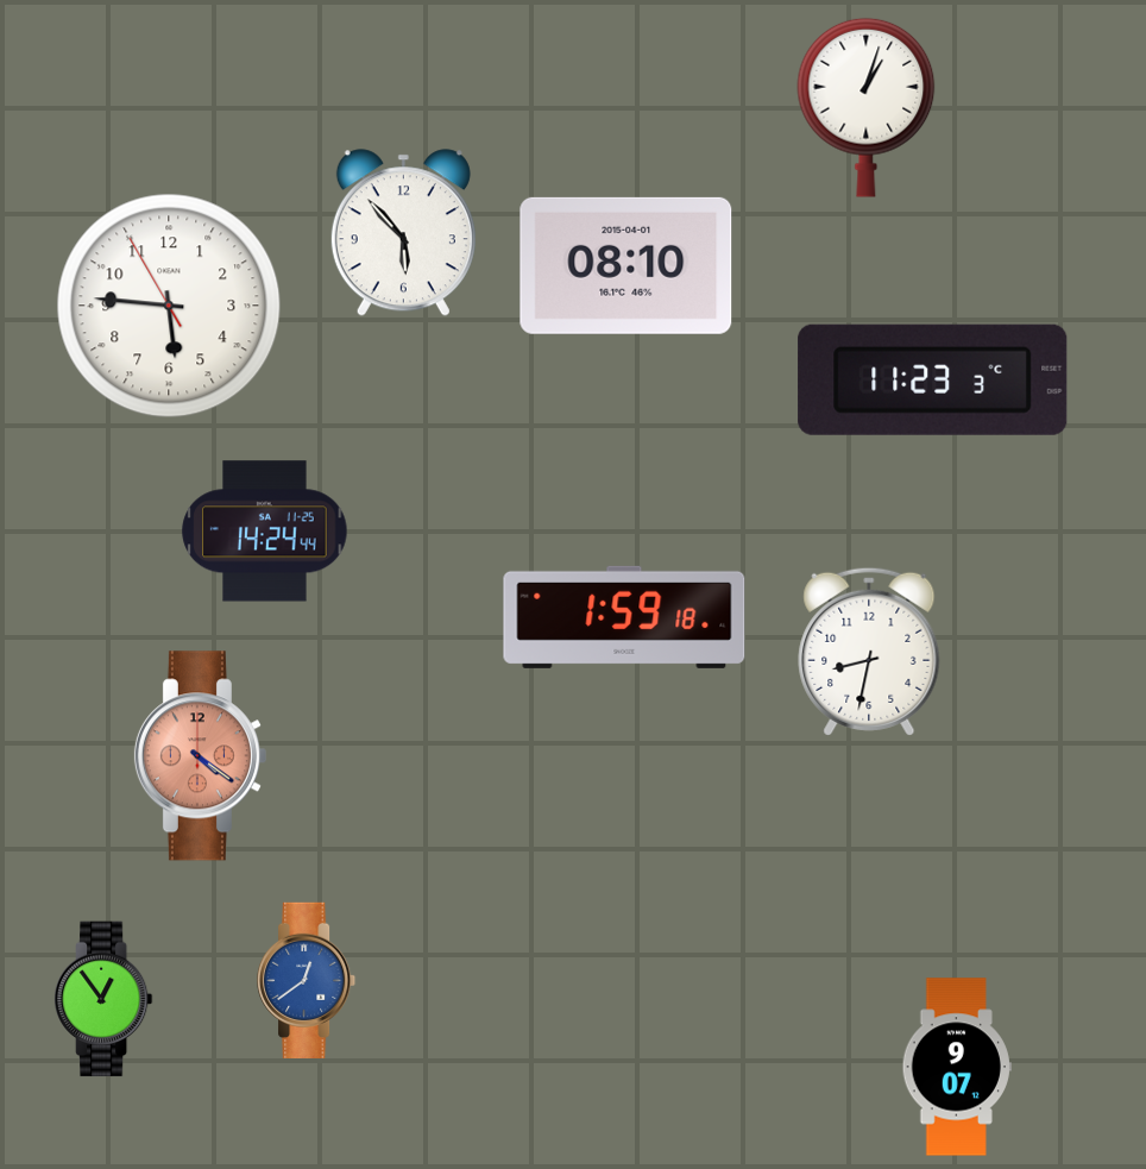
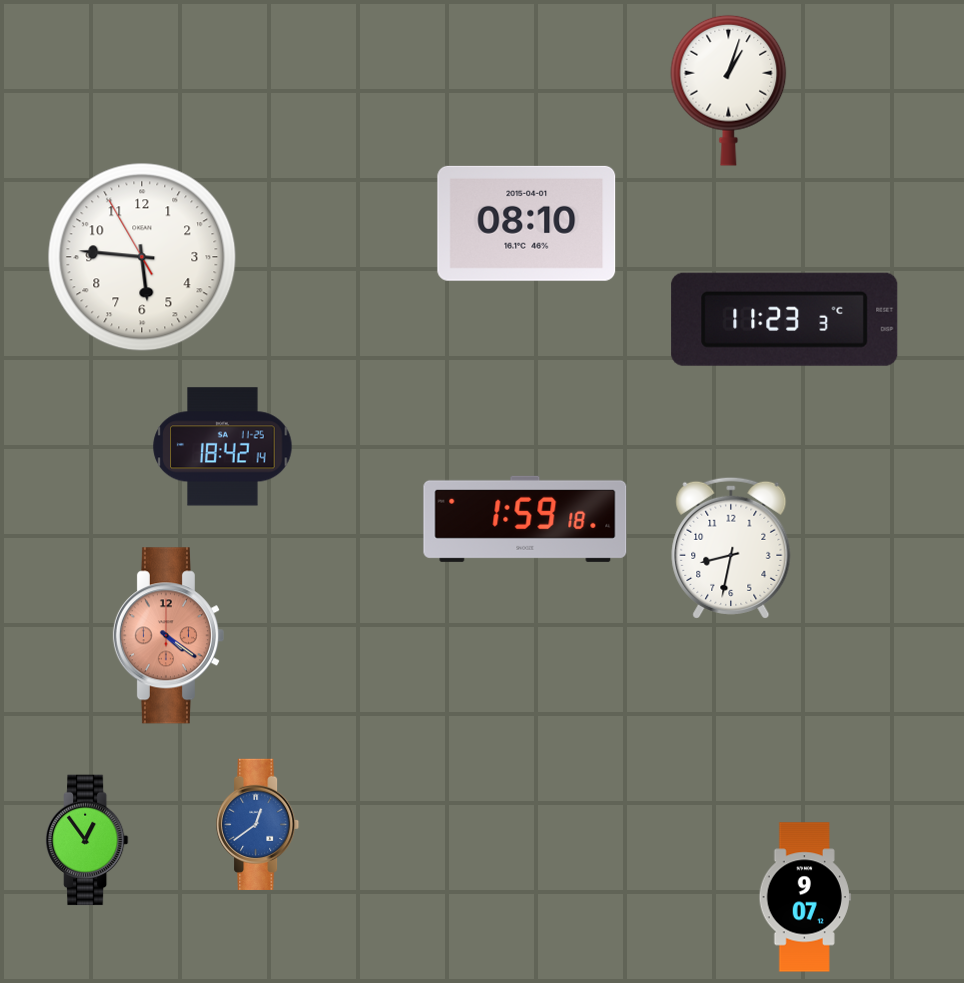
clock at (403, 233): 5:53 -> none
clock at (265, 532): 14:24 -> 18:42
